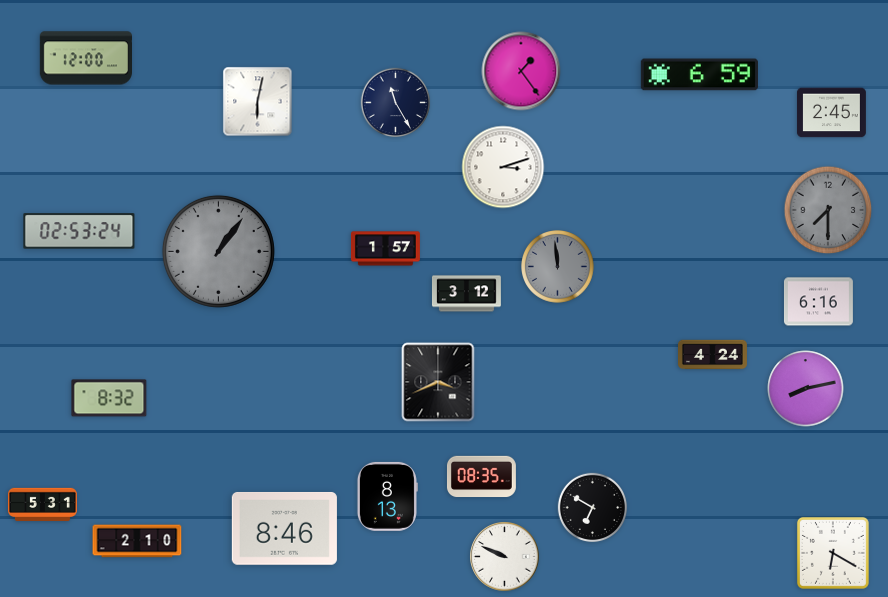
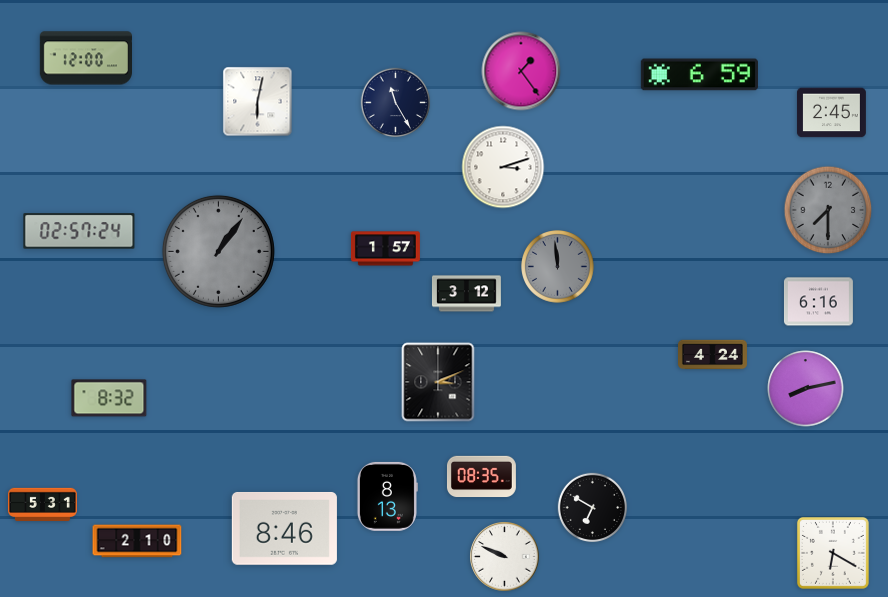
clock at (79, 231): 02:53 -> 02:57
clock at (438, 382): 3:41 -> 3:11
